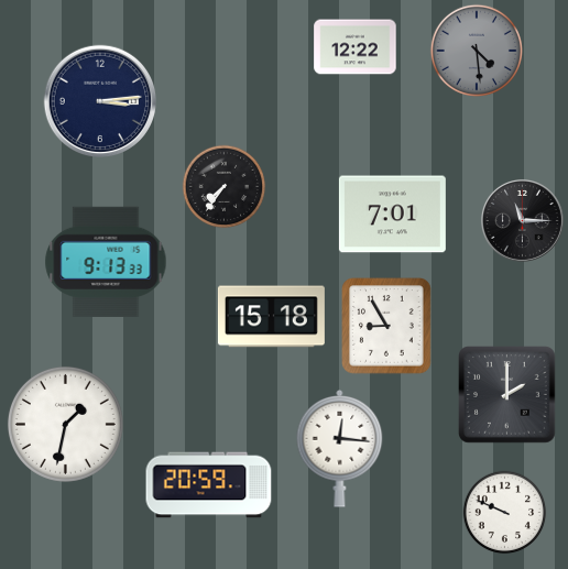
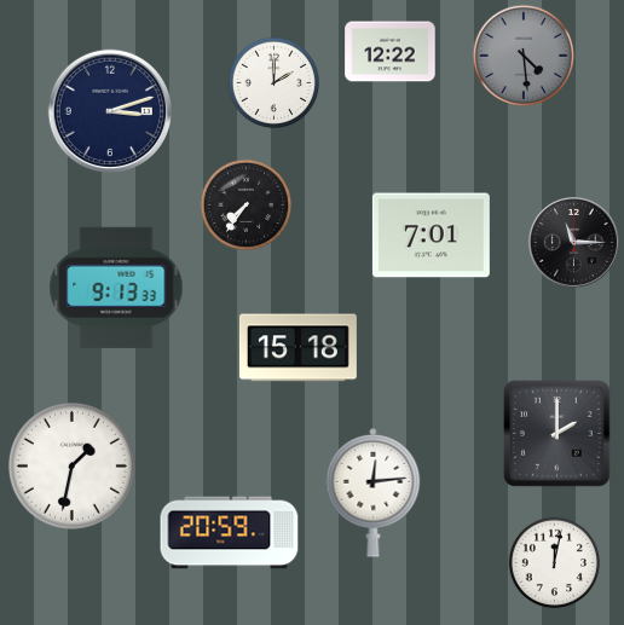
clock at (275, 83): none -> 2:00
clock at (99, 100): 3:14 -> 3:12
clock at (386, 326): 8:55 -> none
clock at (340, 449): 12:16 -> 12:14
clock at (505, 513): 9:49 -> 12:02
